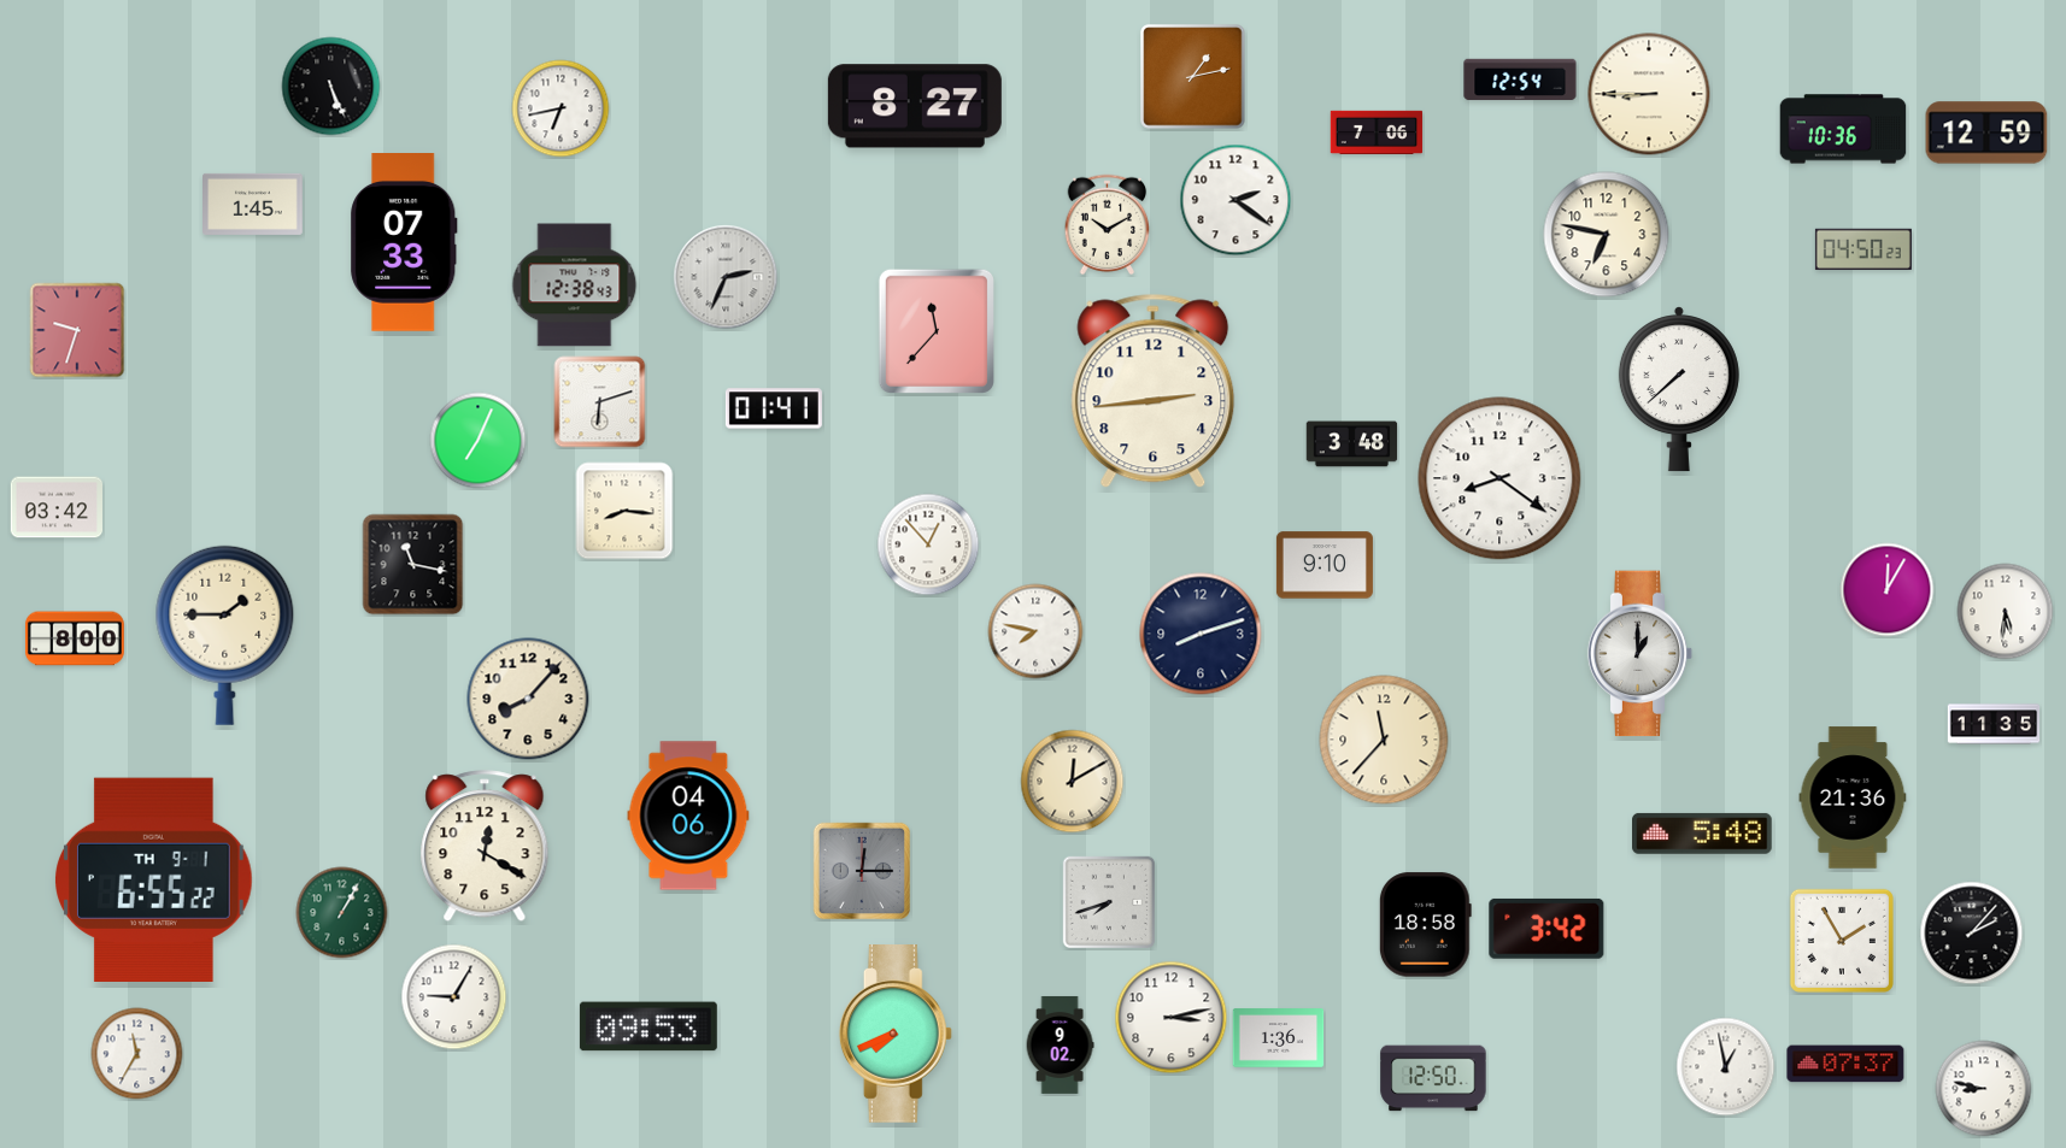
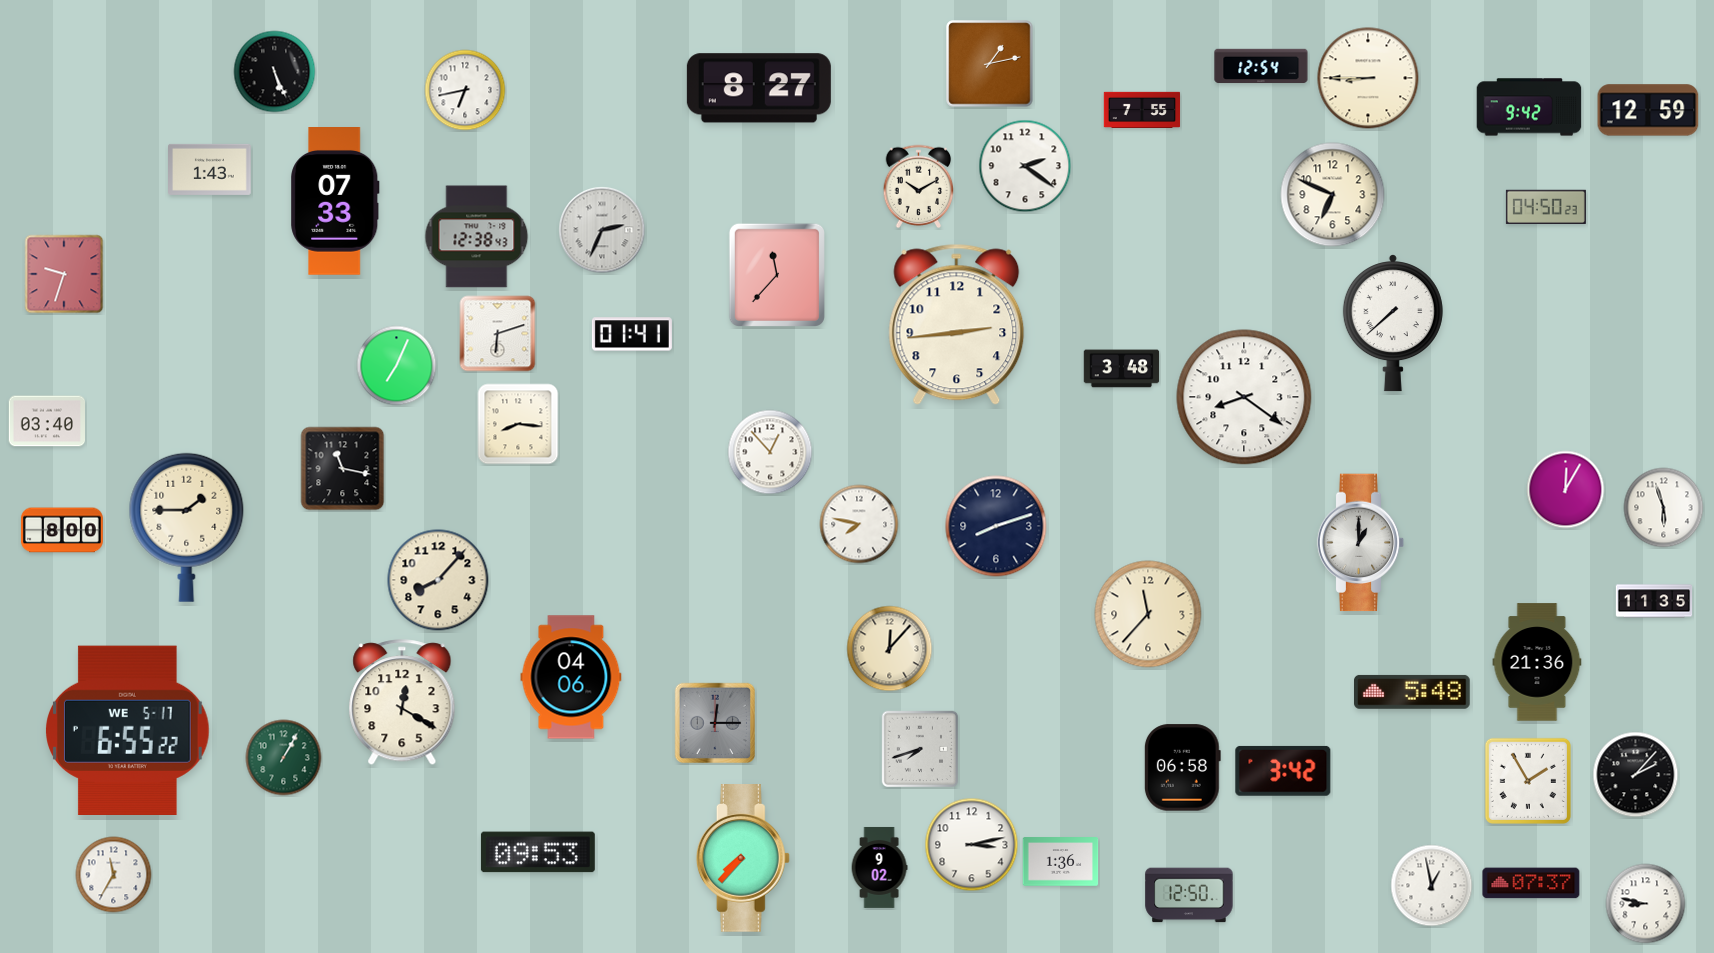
clock at (1843, 129): 10:36 -> 9:42
clock at (1377, 131): 7:06 -> 7:55
clock at (253, 204): 1:45 -> 1:43
clock at (1607, 235): 6:47 -> 6:49
clock at (774, 408) position: (774, 408) -> (632, 334)
clock at (55, 507): 03:42 -> 03:40
clock at (1325, 565): 9:10 -> none
clock at (2006, 612): 5:31 -> 5:57
clock at (1073, 782): 12:10 -> 12:07
clock at (154, 879) date: TH 9-1 -> WE 5-17
clock at (1425, 925): 18:58 -> 06:58
clock at (454, 997): 9:05 -> none
clock at (896, 1035): 7:41 -> 7:37
